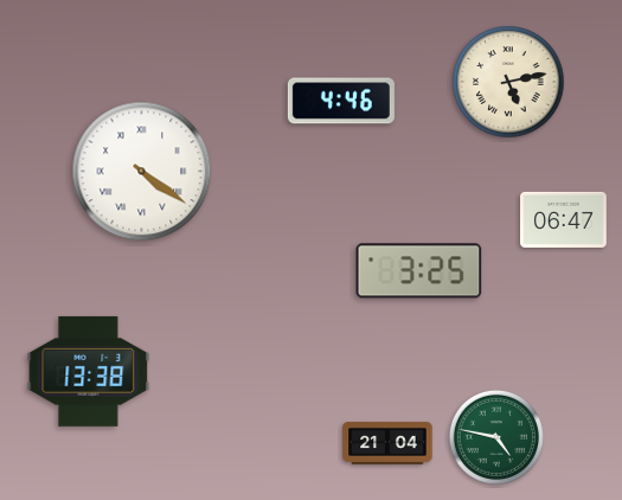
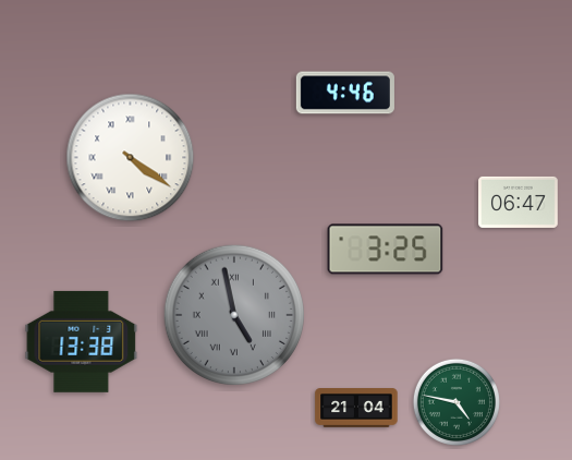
clock at (508, 82): 5:13 -> none
clock at (341, 101) position: (341, 101) -> (345, 93)
clock at (233, 314): none -> 4:58
